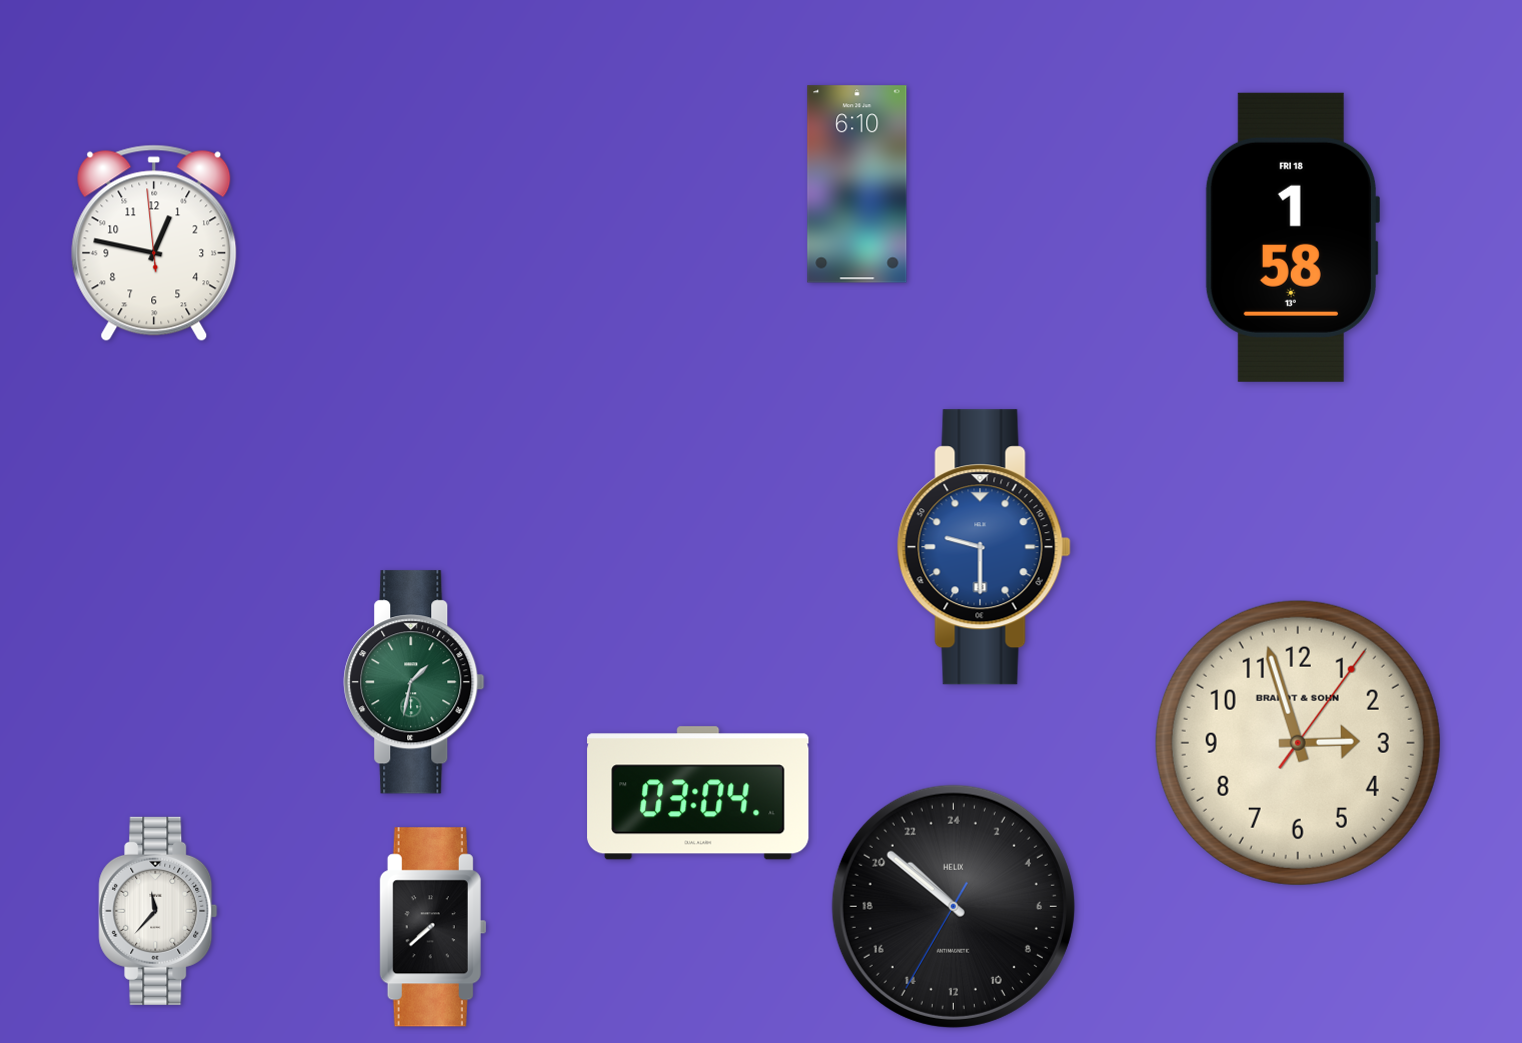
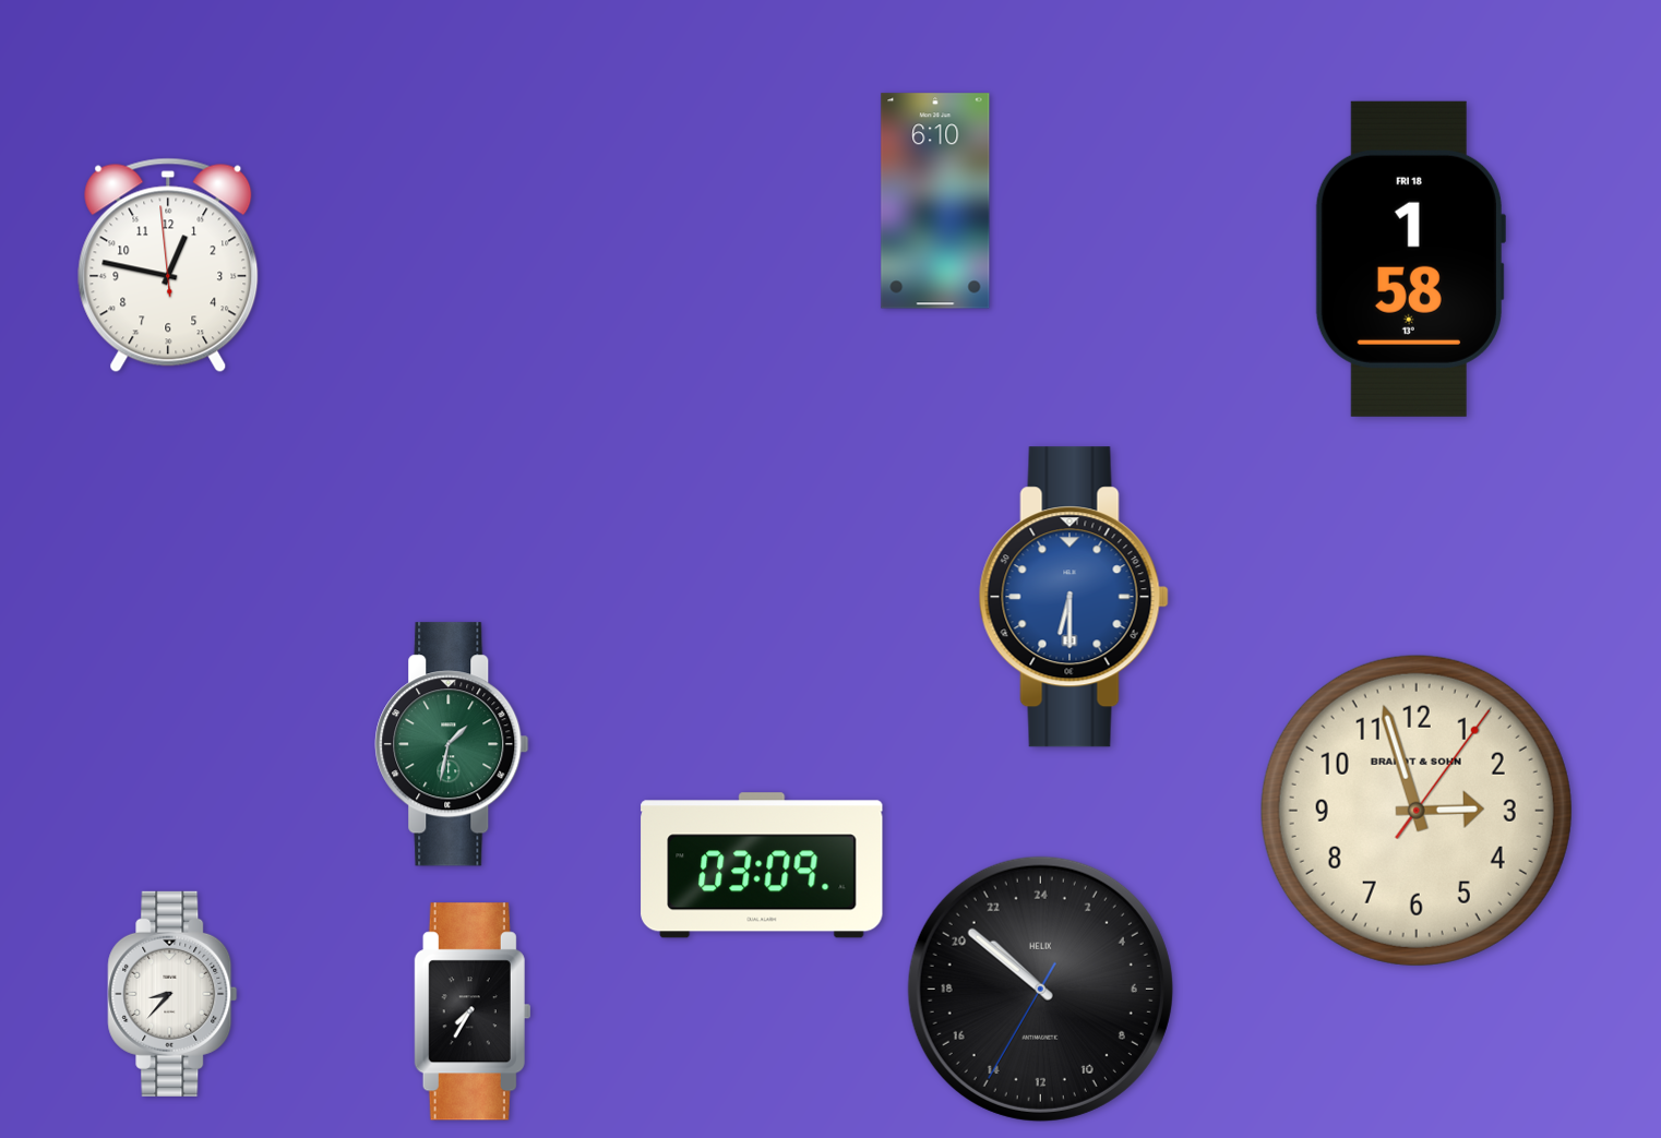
clock at (984, 547): 9:30 -> 6:30
clock at (698, 793): 03:04 -> 03:09
clock at (158, 911): 11:37 -> 8:37
clock at (433, 927): 7:38 -> 7:35
